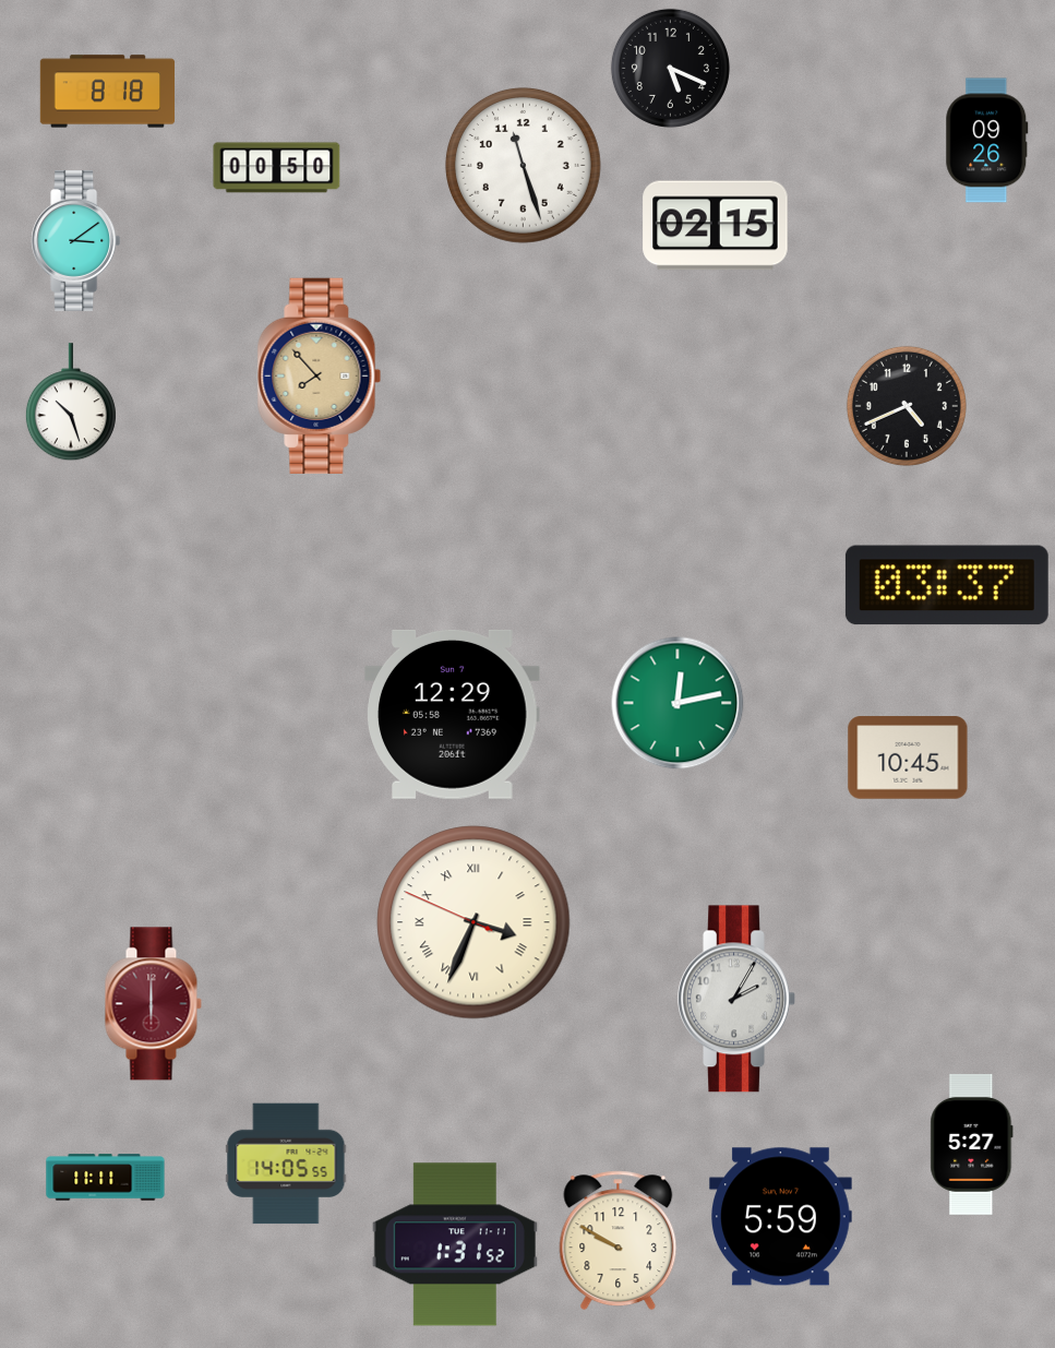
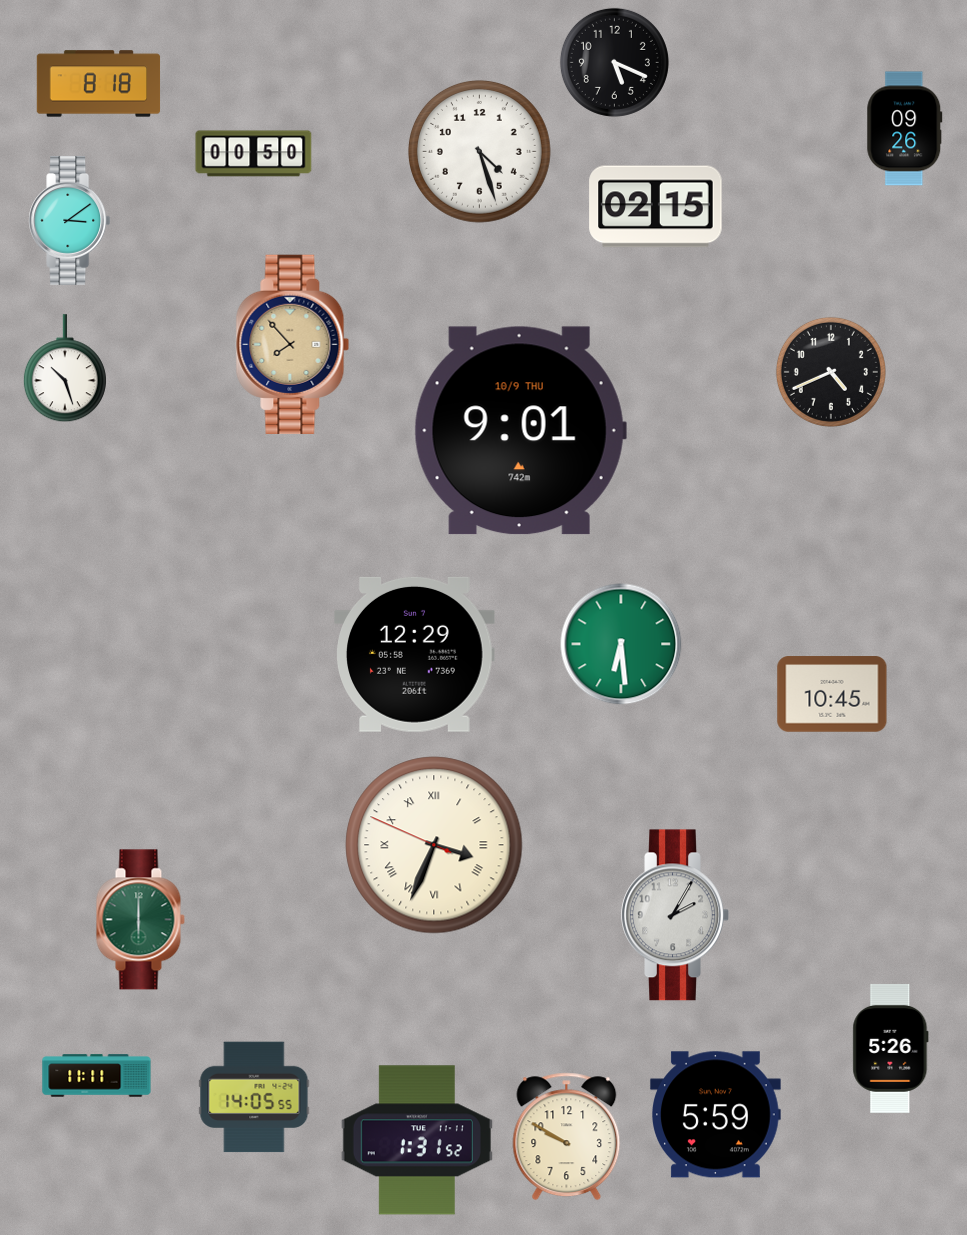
clock at (523, 165): 11:27 -> 4:27
clock at (520, 431): none -> 9:01
clock at (947, 585): 03:37 -> none
clock at (678, 703): 12:13 -> 6:29
clock at (153, 1004) dial: burgundy -> green
clock at (972, 1144): 5:27 -> 5:26
clock at (286, 1164) position: (286, 1164) -> (254, 1097)
clock at (106, 1178) position: (106, 1178) -> (97, 1076)
